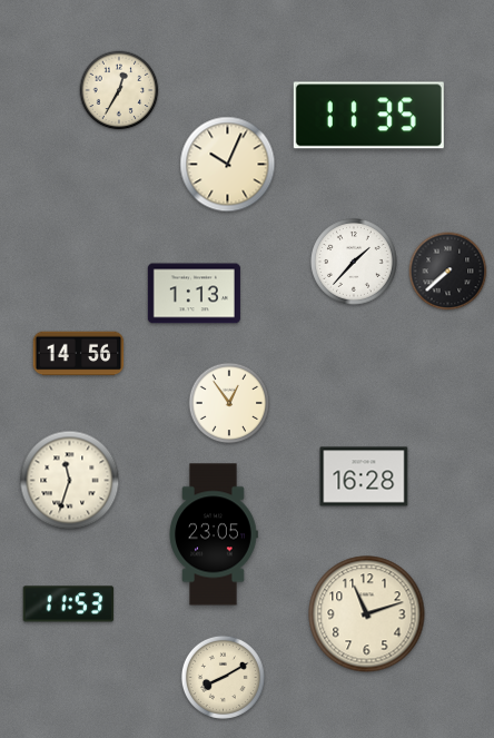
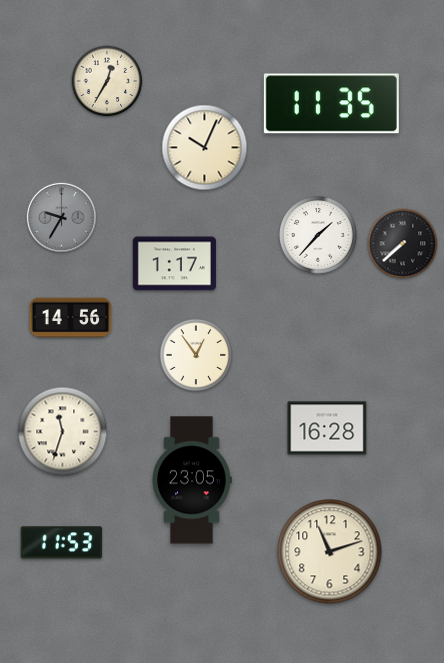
clock at (61, 217): none -> 9:35
clock at (194, 294): 1:13 -> 1:17
clock at (229, 403) position: (229, 403) -> (196, 355)
clock at (223, 677): 8:10 -> none
